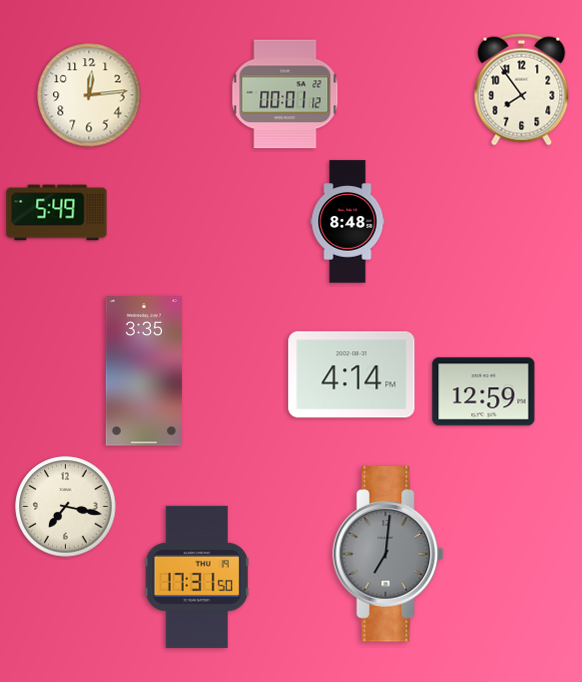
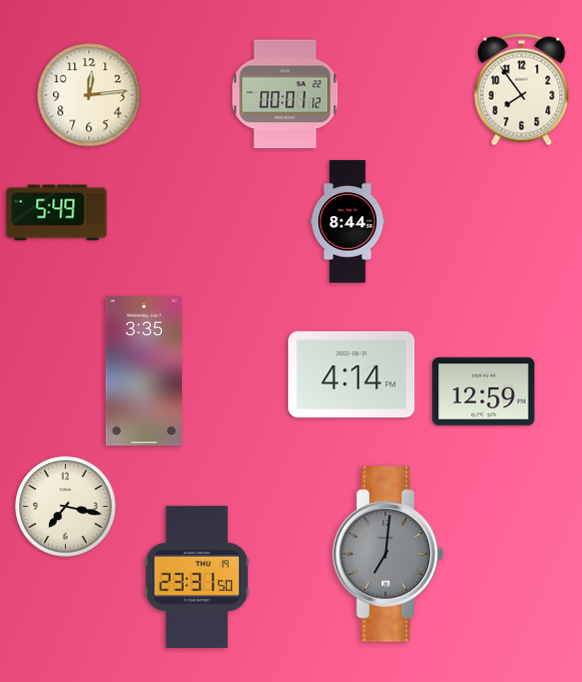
clock at (348, 222): 8:48 -> 8:44
clock at (197, 577): 17:31 -> 23:31
